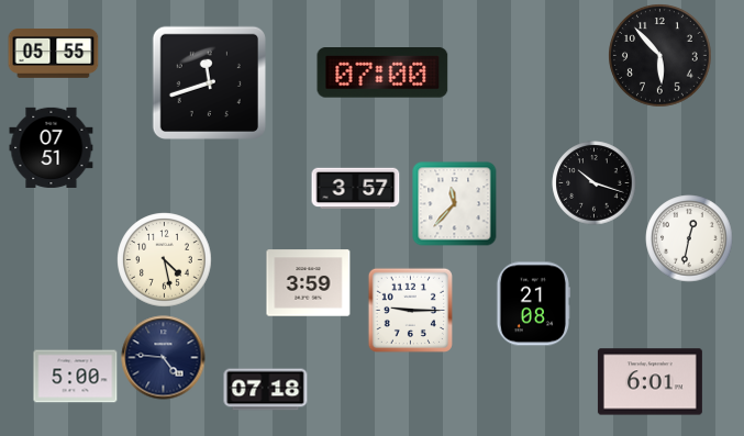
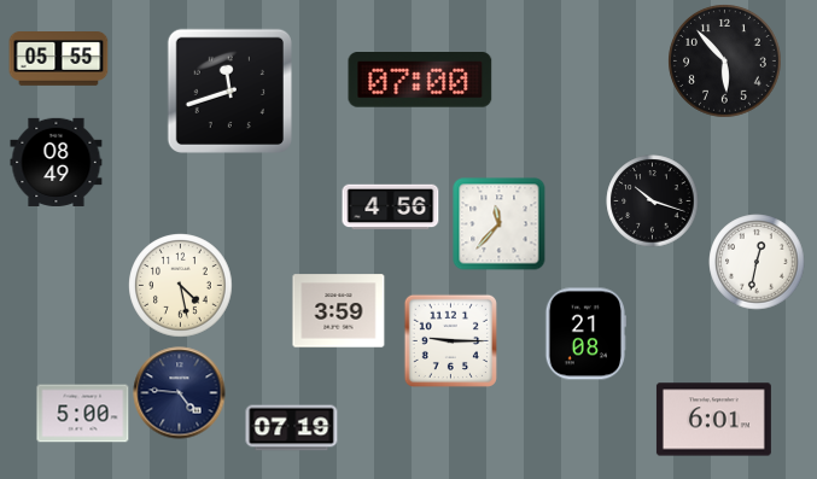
clock at (52, 147): 07:51 -> 08:49
clock at (356, 189): 3:57 -> 4:56
clock at (266, 390): 07:18 -> 07:19
